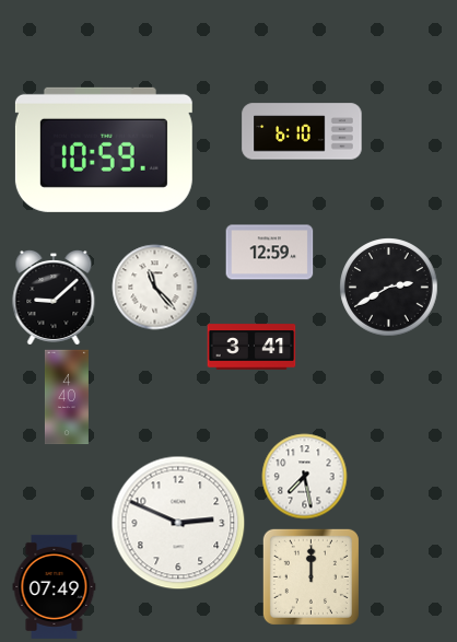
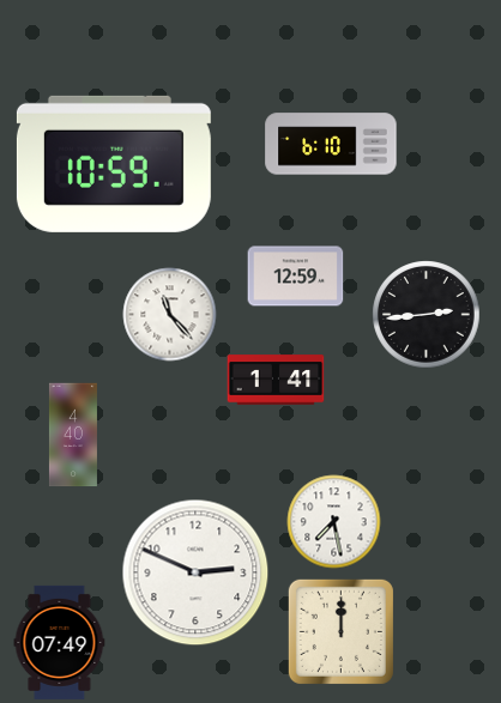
clock at (388, 287): 2:40 -> 2:44
clock at (54, 297): 9:08 -> none
clock at (251, 347): 3:41 -> 1:41
